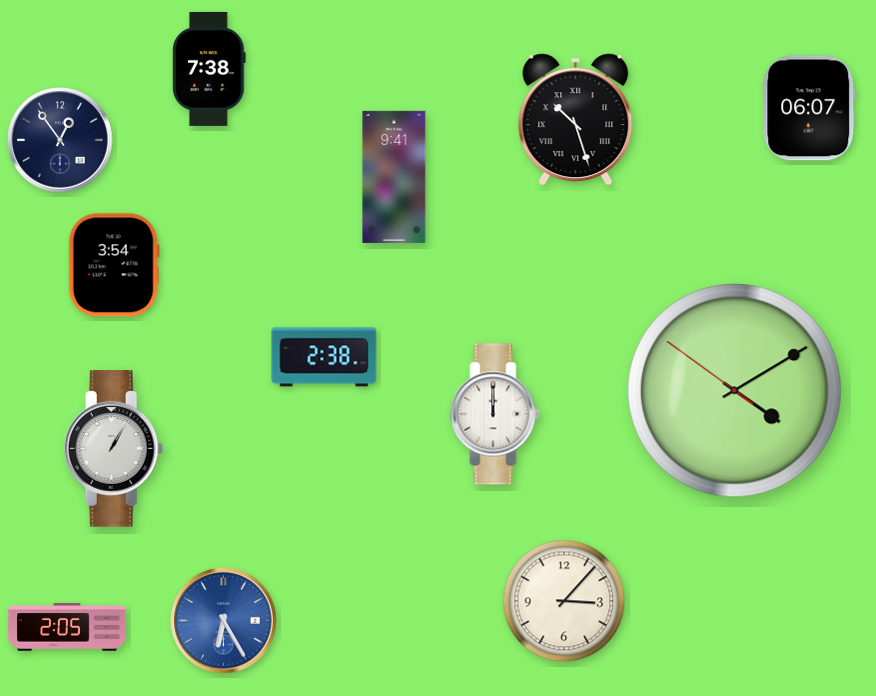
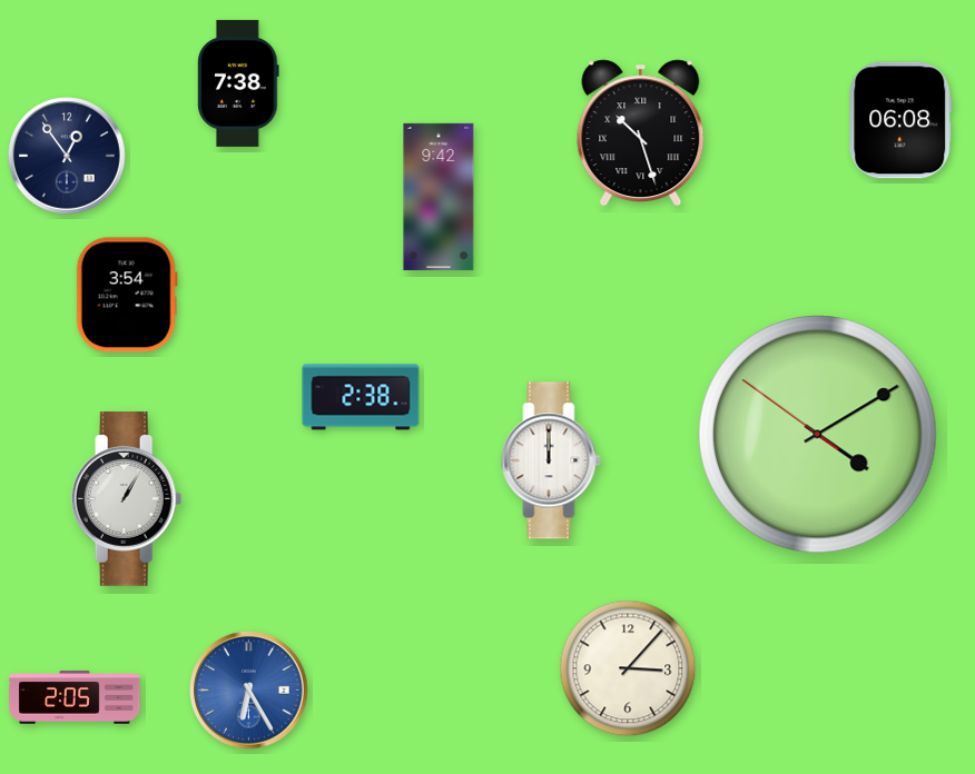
clock at (209, 69) position: (209, 69) -> (238, 83)
clock at (809, 108): 06:07 -> 06:08
clock at (394, 177): 9:41 -> 9:42
